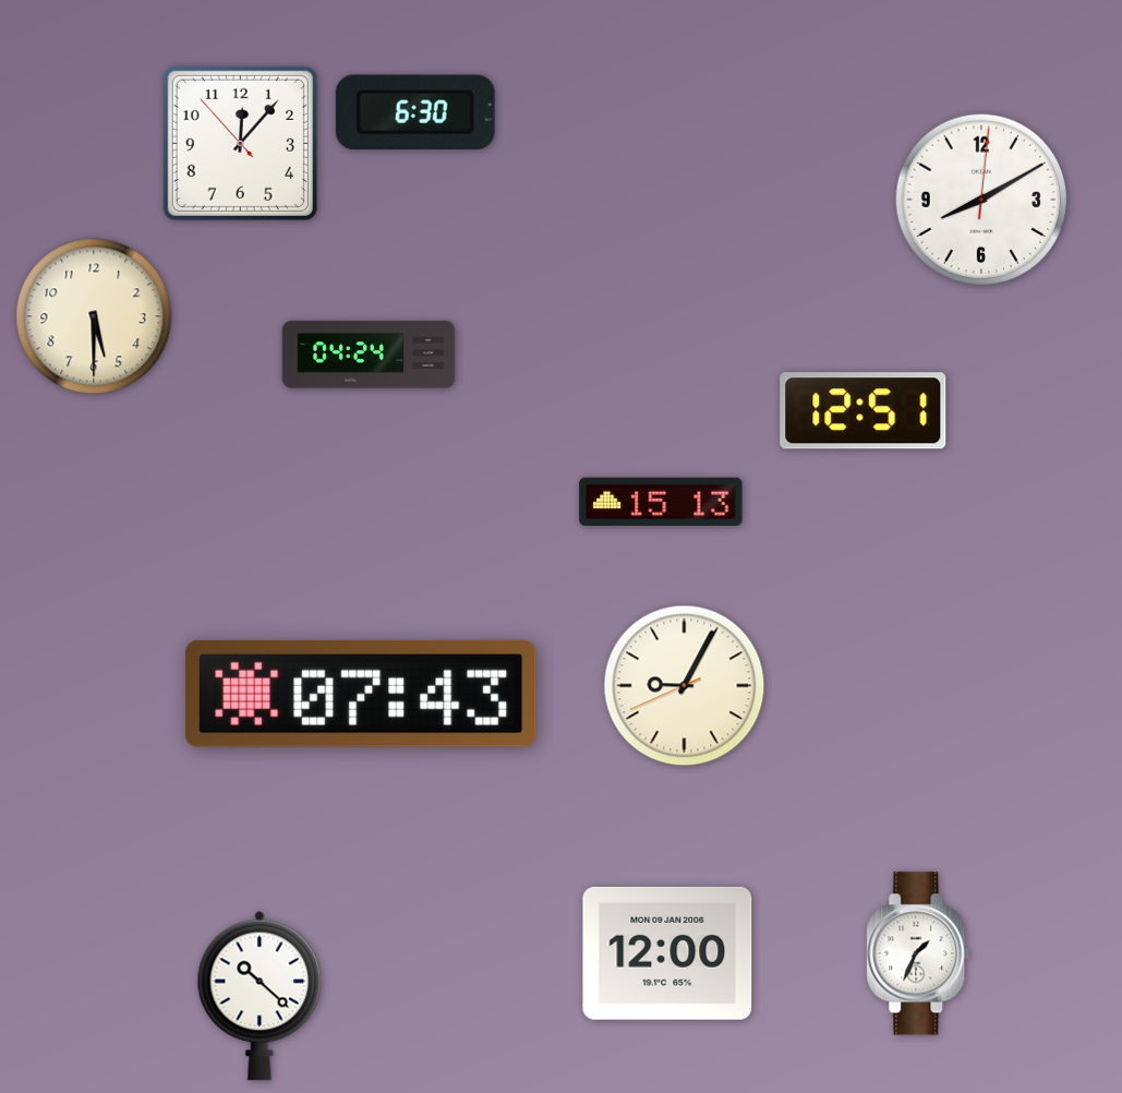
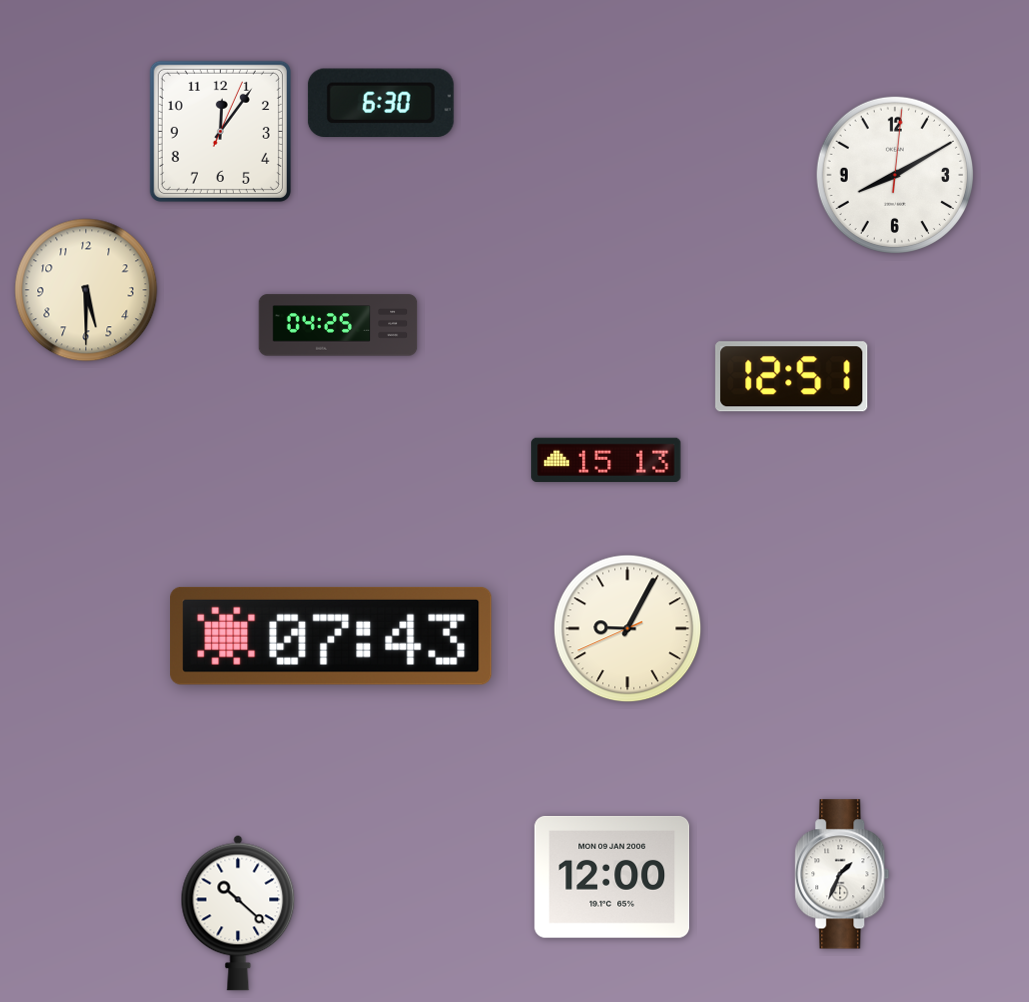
clock at (240, 143): 12:06:53 -> 12:06:04
clock at (980, 199) position: (980, 199) -> (894, 174)
clock at (369, 355): 04:24 -> 04:25
clock at (667, 953) position: (667, 953) -> (612, 877)
